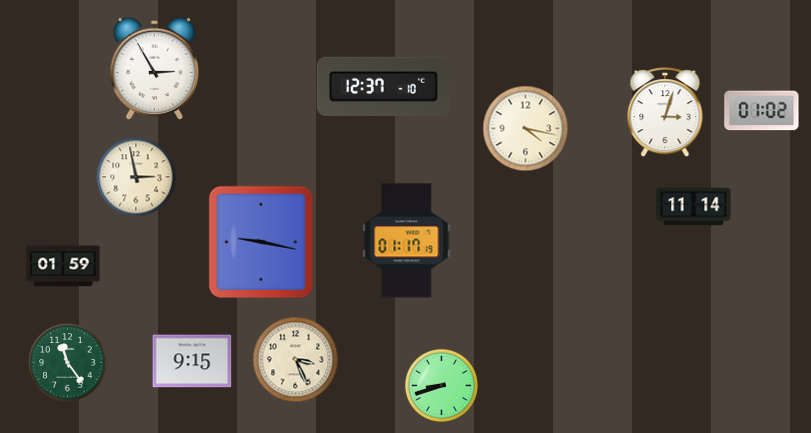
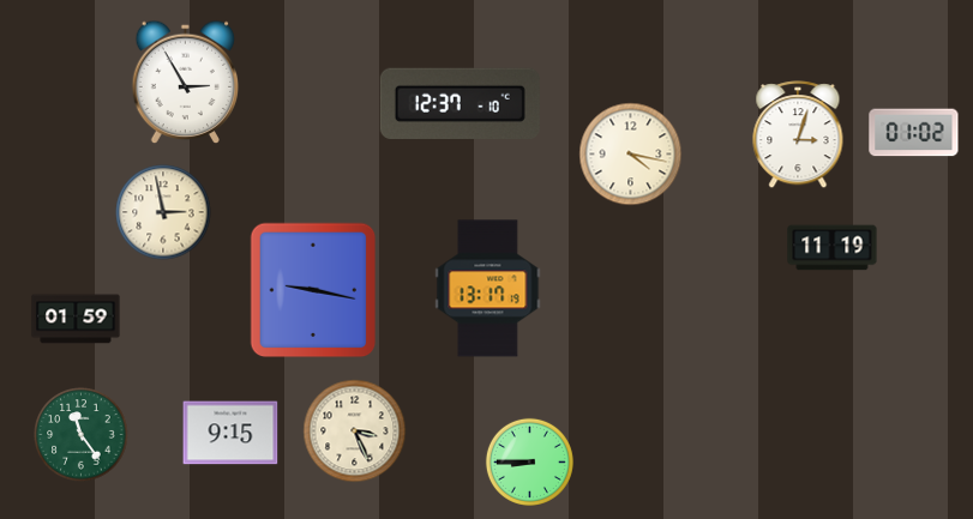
clock at (694, 207): 11:14 -> 11:19
clock at (407, 241): 01:17 -> 13:17
clock at (441, 385): 8:42 -> 8:45
